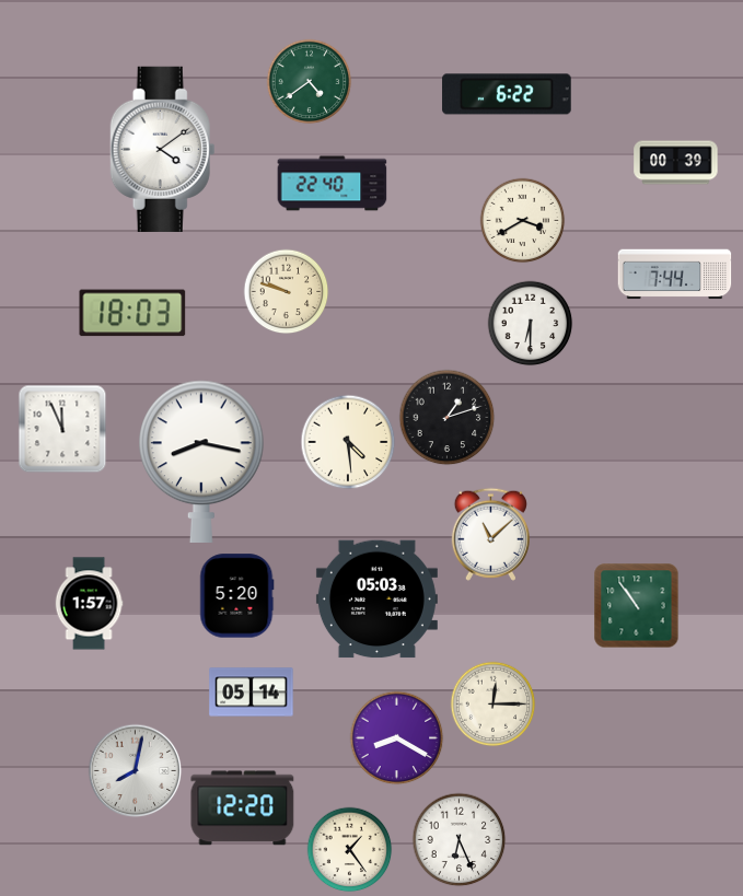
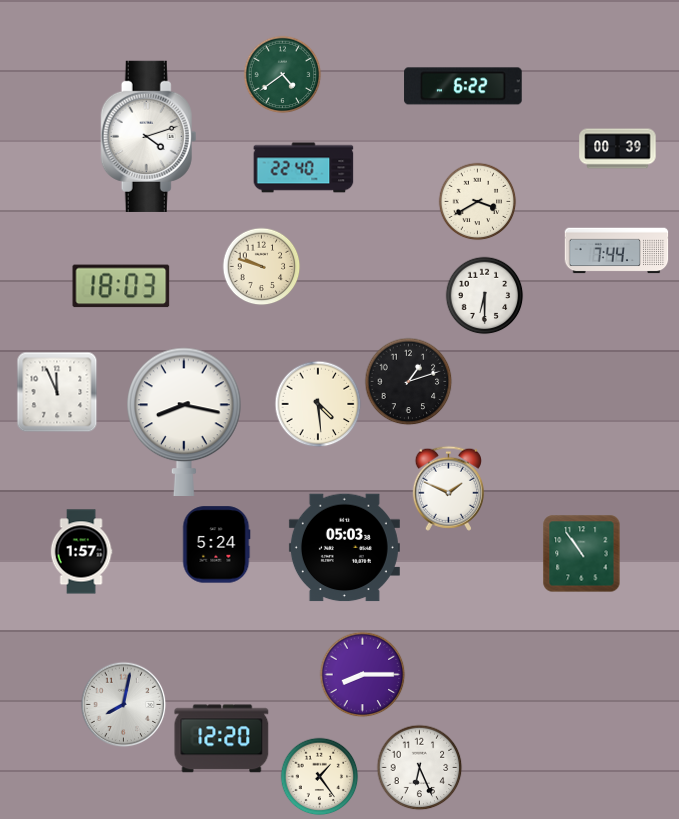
clock at (163, 149): 4:09 -> 4:12
clock at (490, 534): 11:08 -> 1:49
clock at (237, 596): 5:20 -> 5:24
clock at (252, 693): 05:14 -> none
clock at (492, 703): 12:15 -> none
clock at (396, 737): 8:20 -> 8:15
